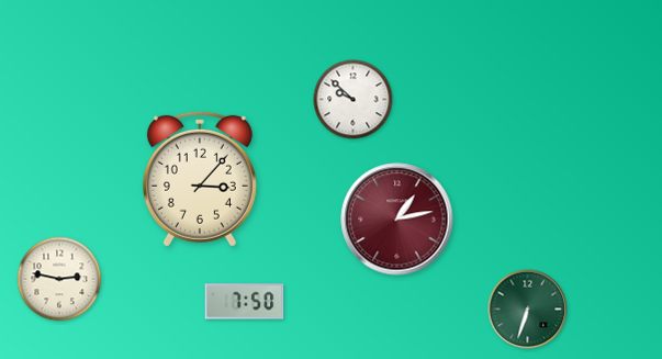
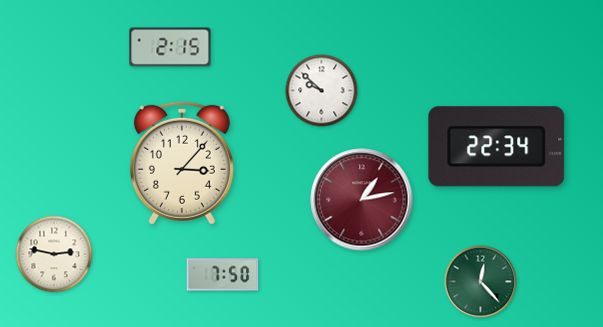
clock at (170, 47): none -> 2:15
clock at (497, 147): none -> 22:34
clock at (528, 310): 6:33 -> 12:23
